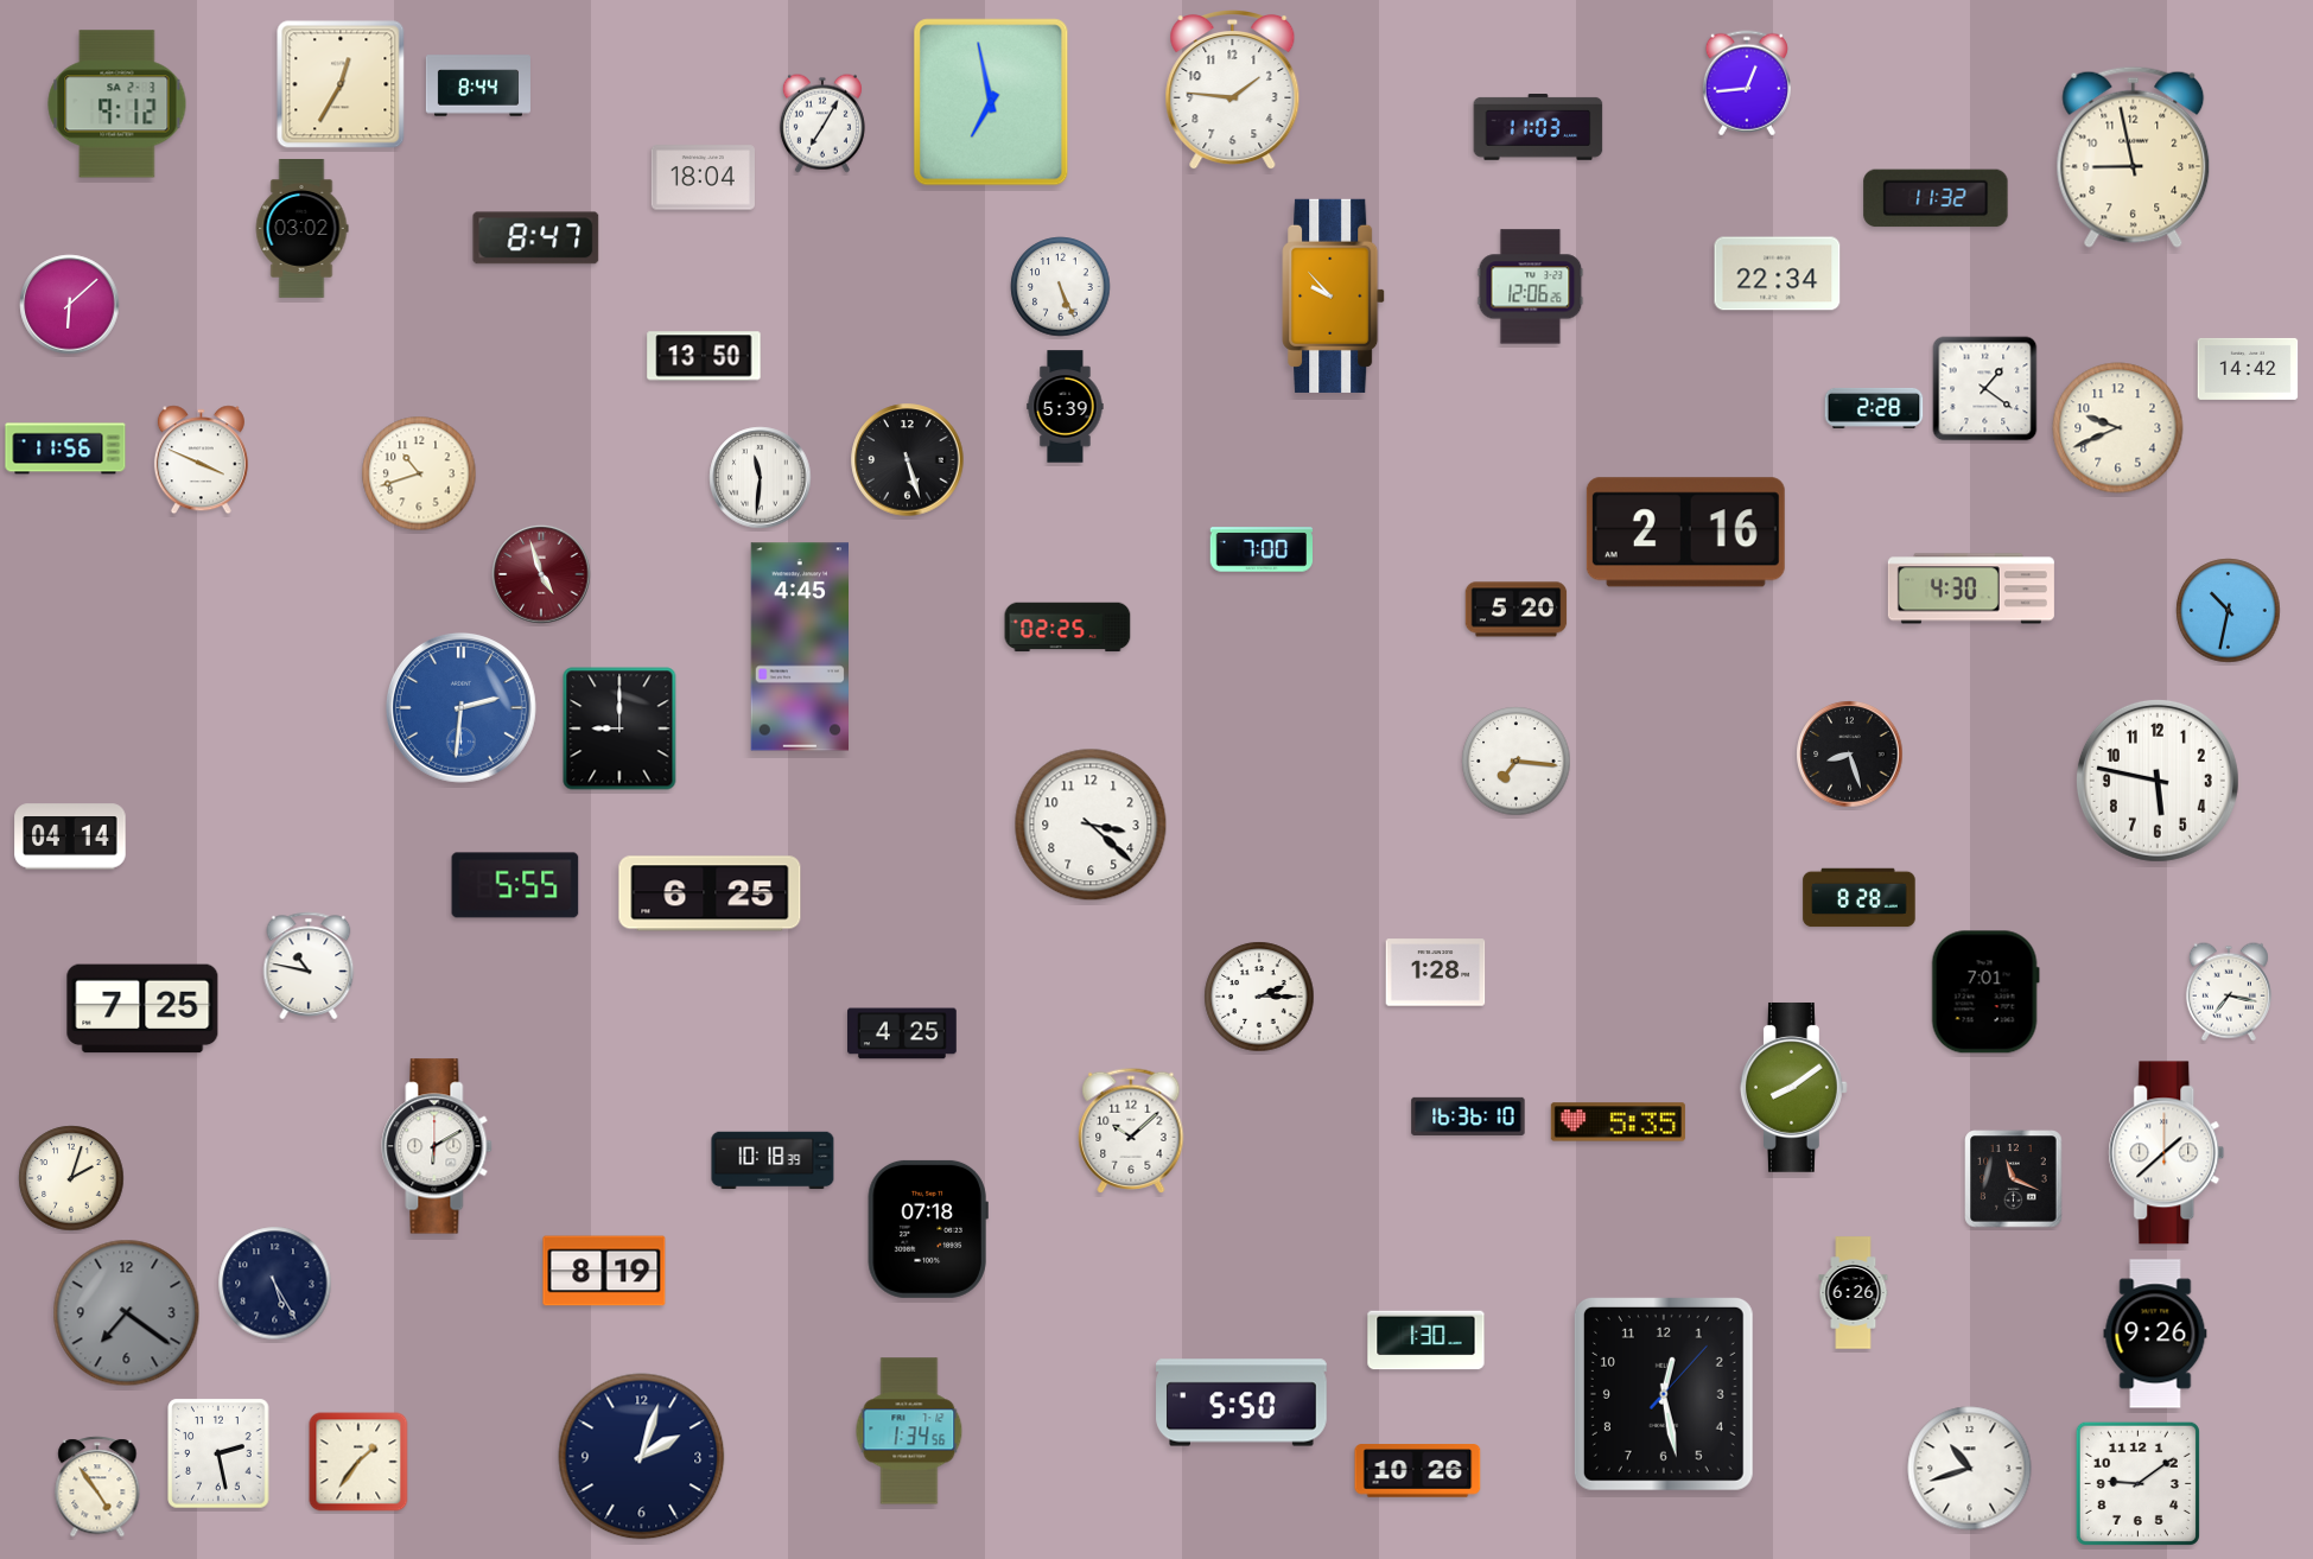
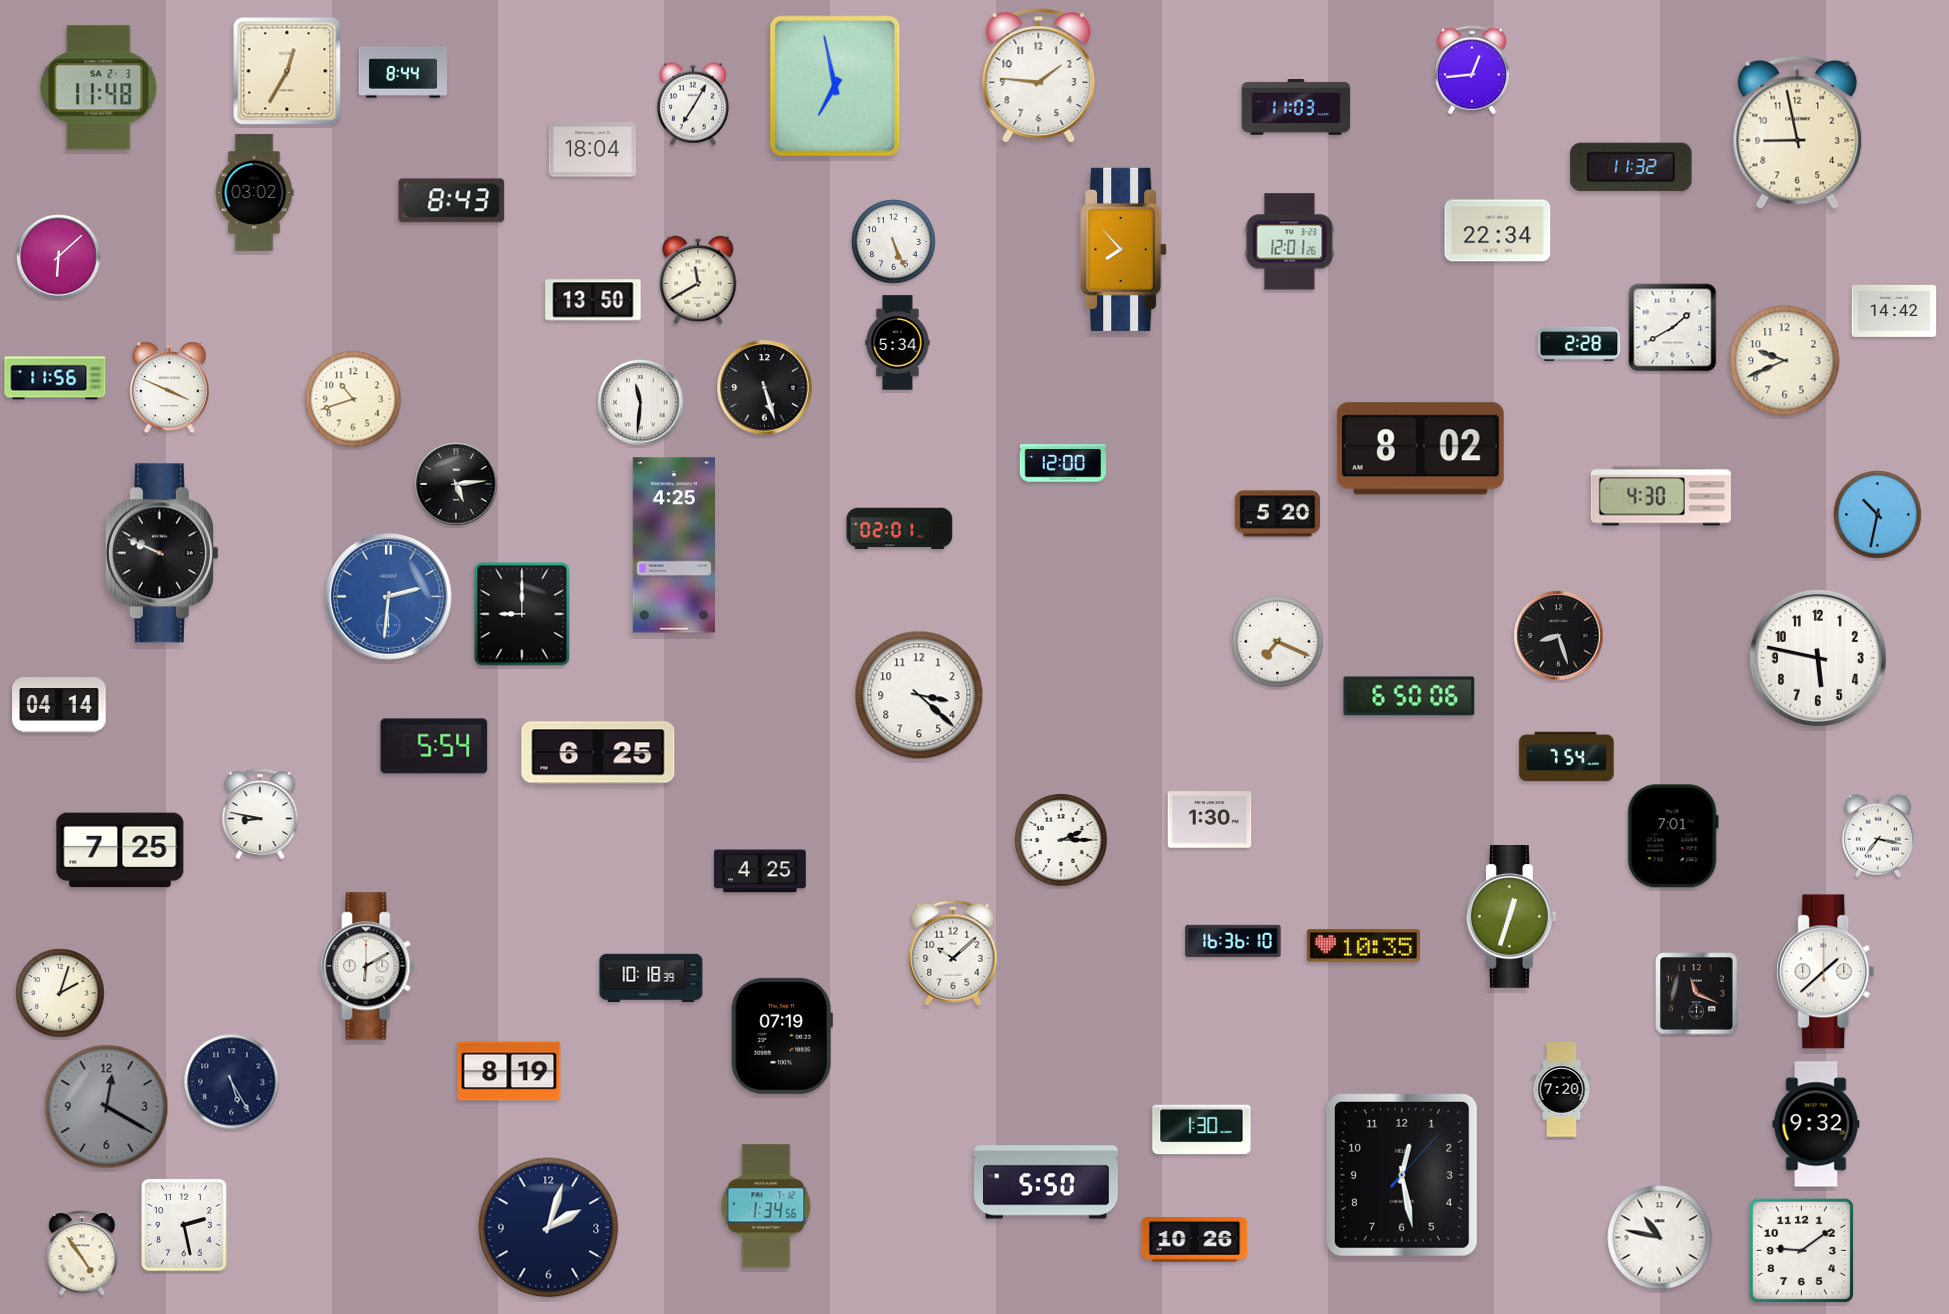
clock at (117, 104): 9:12 -> 11:48
clock at (536, 238): 8:47 -> 8:43
clock at (1531, 287): 12:06 -> 12:01
clock at (1334, 295): 9:53 -> 7:53
clock at (698, 280): none -> 11:40
clock at (1985, 389): 1:21 -> 1:40
clock at (1066, 407): 5:39 -> 5:34
clock at (1685, 533): 2:16 -> 8:02
clock at (1260, 549): 7:00 -> 12:00
clock at (541, 574): 4:57 -> 5:14
clock at (541, 574) dial: burgundy -> black
clock at (1068, 628): 02:25 -> 02:01
clock at (799, 647): 4:45 -> 4:25
clock at (162, 553): none -> 9:49
clock at (1517, 762): 7:16 -> 7:19
clock at (1409, 696): none -> 6:50
clock at (515, 885): 5:55 -> 5:54
clock at (1860, 898): 8:28 -> 7:54
clock at (309, 966): 10:47 -> 8:47
clock at (1436, 973): 1:28 -> 1:30
clock at (1793, 1087): 8:09 -> 12:33
clock at (1468, 1116) position: (1468, 1116) -> (1233, 941)
clock at (1618, 1122): 5:35 -> 10:35
clock at (928, 1229): 07:18 -> 07:19
clock at (1854, 1293): 6:26 -> 7:20
clock at (127, 1313): 7:21 -> 12:20
clock at (2155, 1334): 9:26 -> 9:32
clock at (642, 1457) position: (642, 1457) -> (549, 1228)
clock at (358, 1462): 1:36 -> none
clock at (1970, 1469): 10:42 -> 10:47
